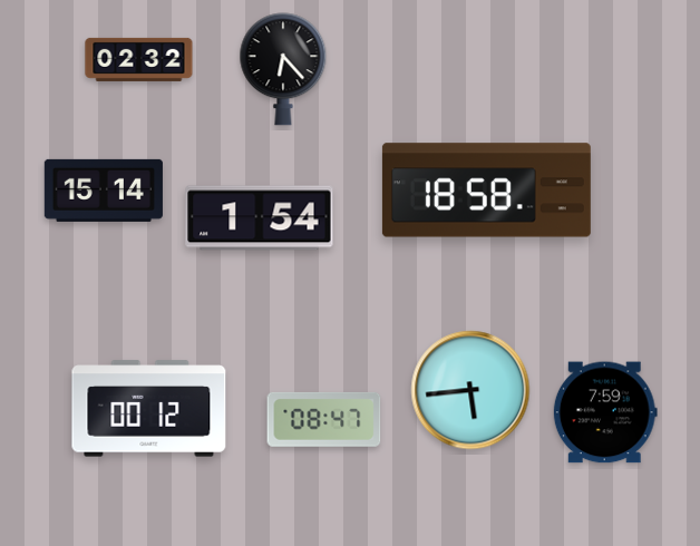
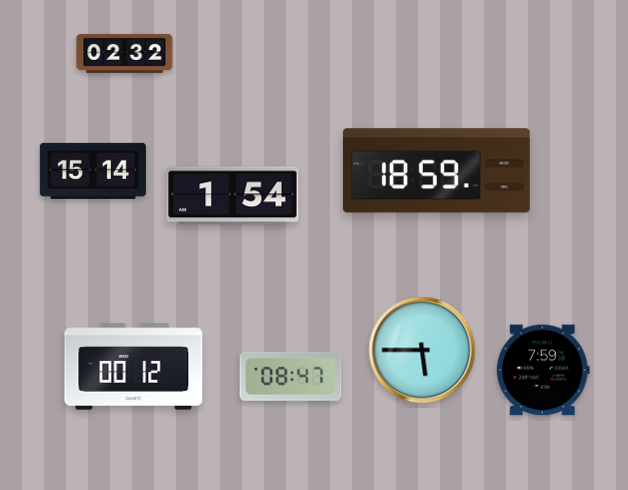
clock at (283, 69): 6:23 -> none
clock at (486, 191): 18:58 -> 18:59
clock at (470, 390): 5:44 -> 5:45
